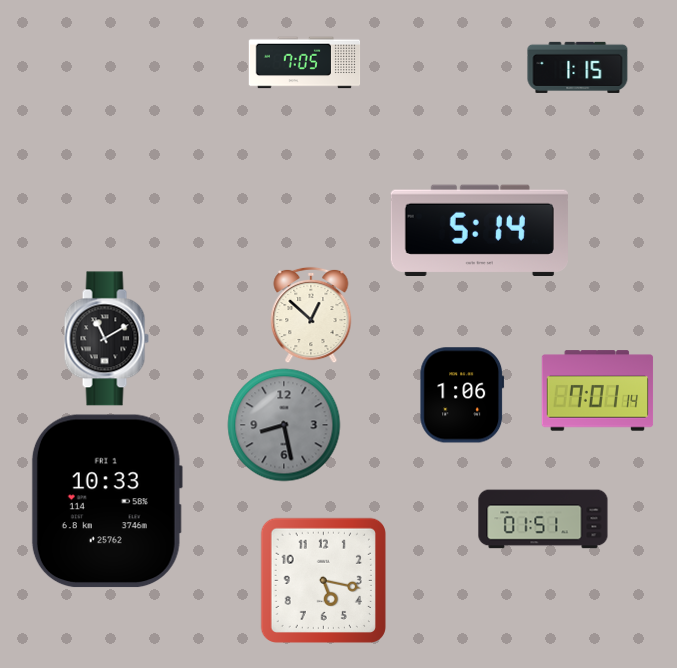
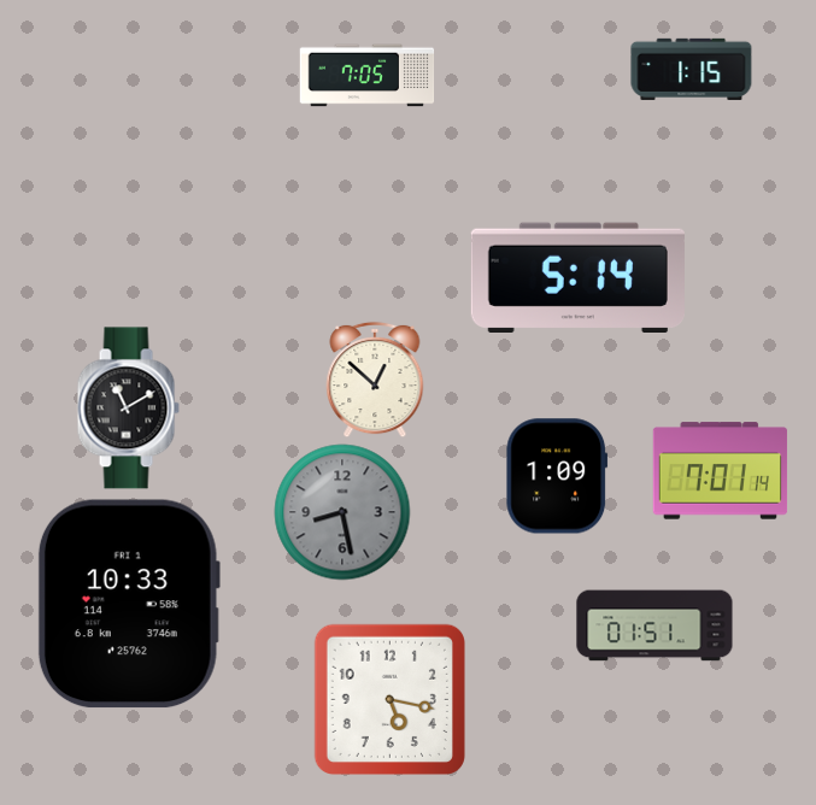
clock at (578, 67) position: (578, 67) -> (692, 69)
clock at (462, 395): 1:06 -> 1:09
